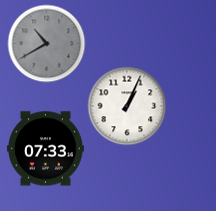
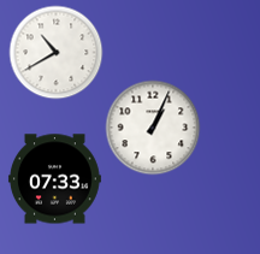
clock at (46, 43) dial: grey -> white
